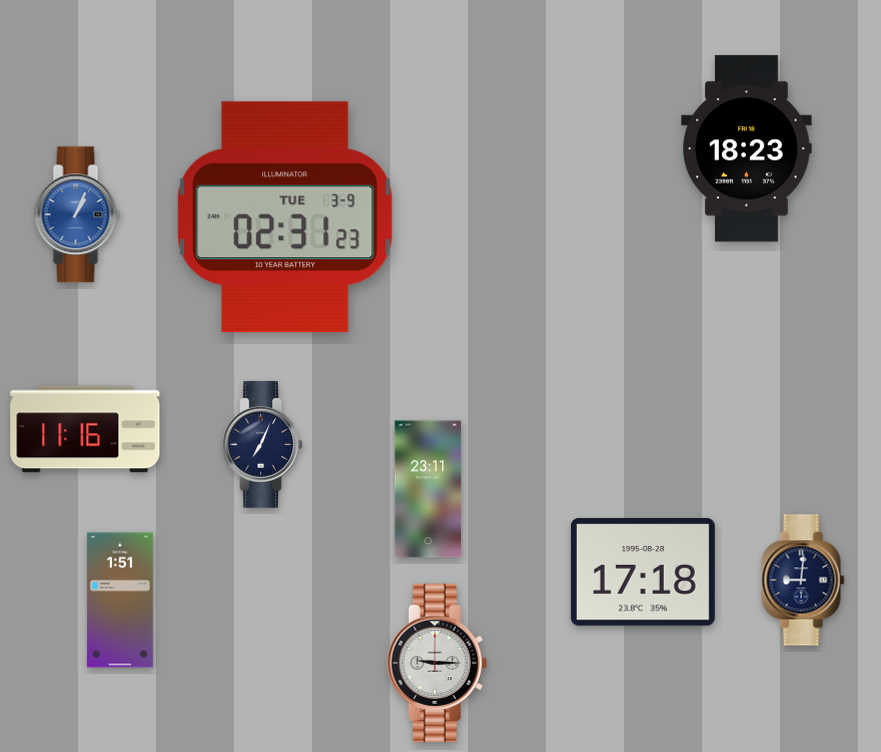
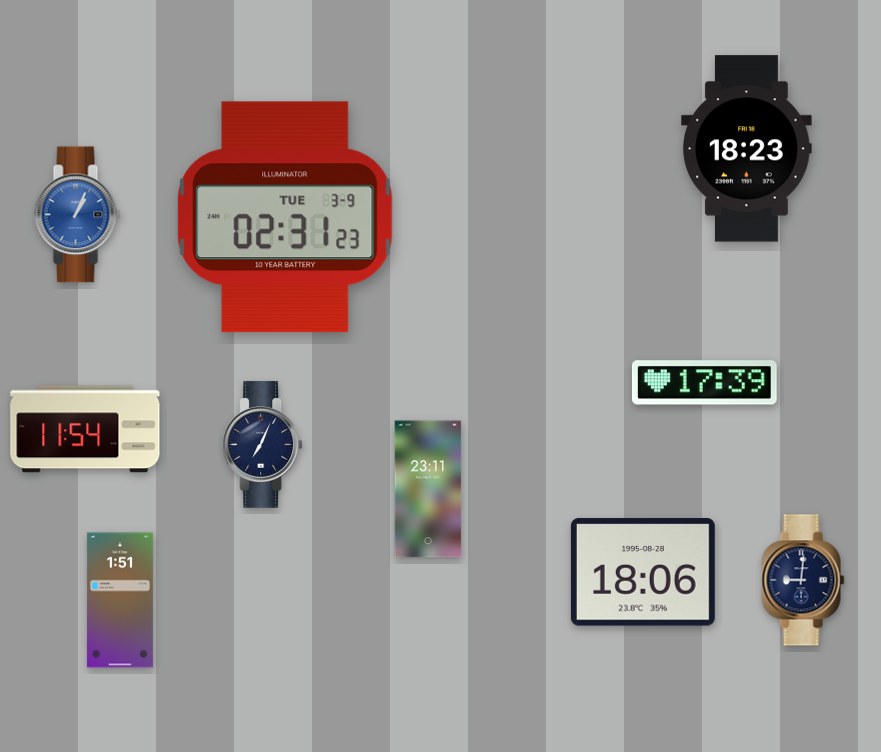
clock at (704, 383): none -> 17:39
clock at (85, 429): 11:16 -> 11:54
clock at (643, 572): 17:18 -> 18:06
clock at (437, 663): 9:15 -> none
